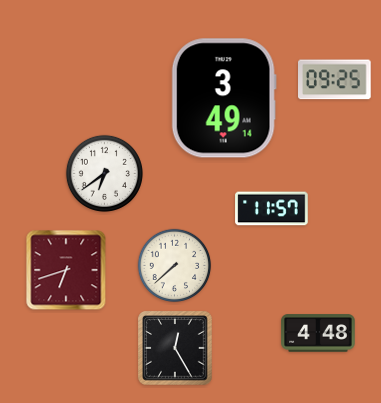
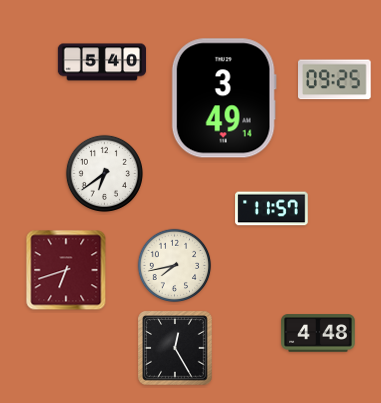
clock at (102, 62): none -> 5:40
clock at (175, 266): 7:38 -> 7:43
